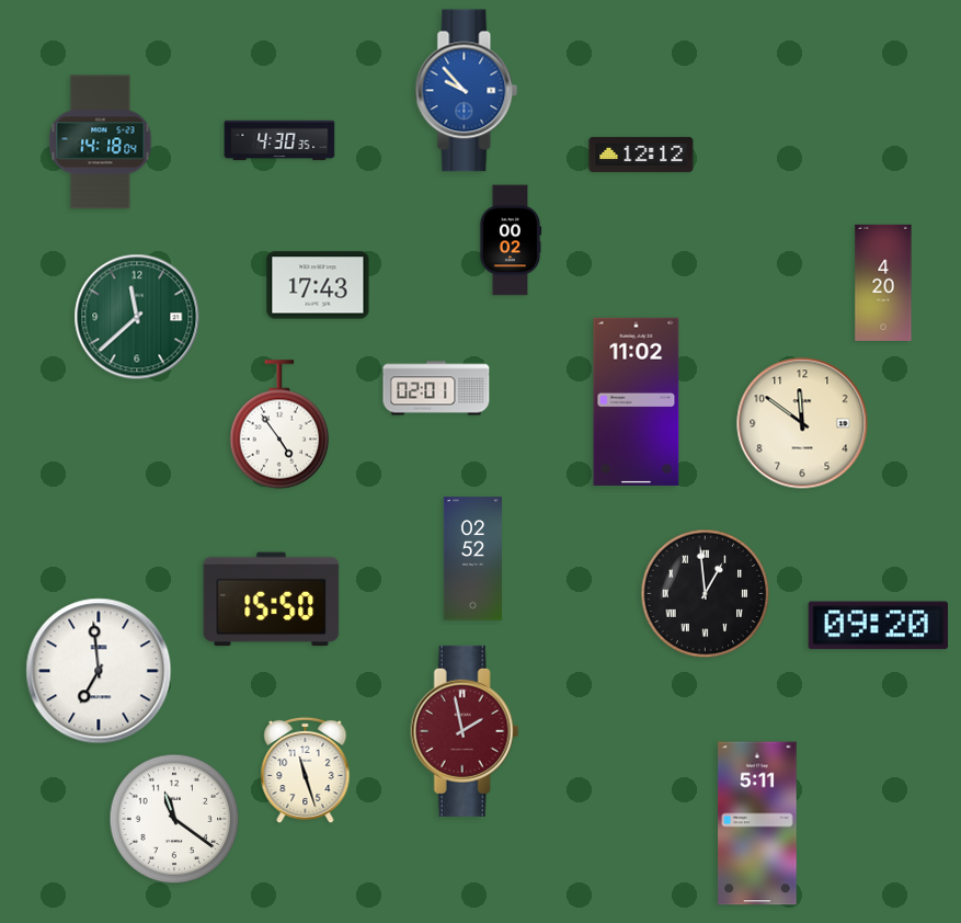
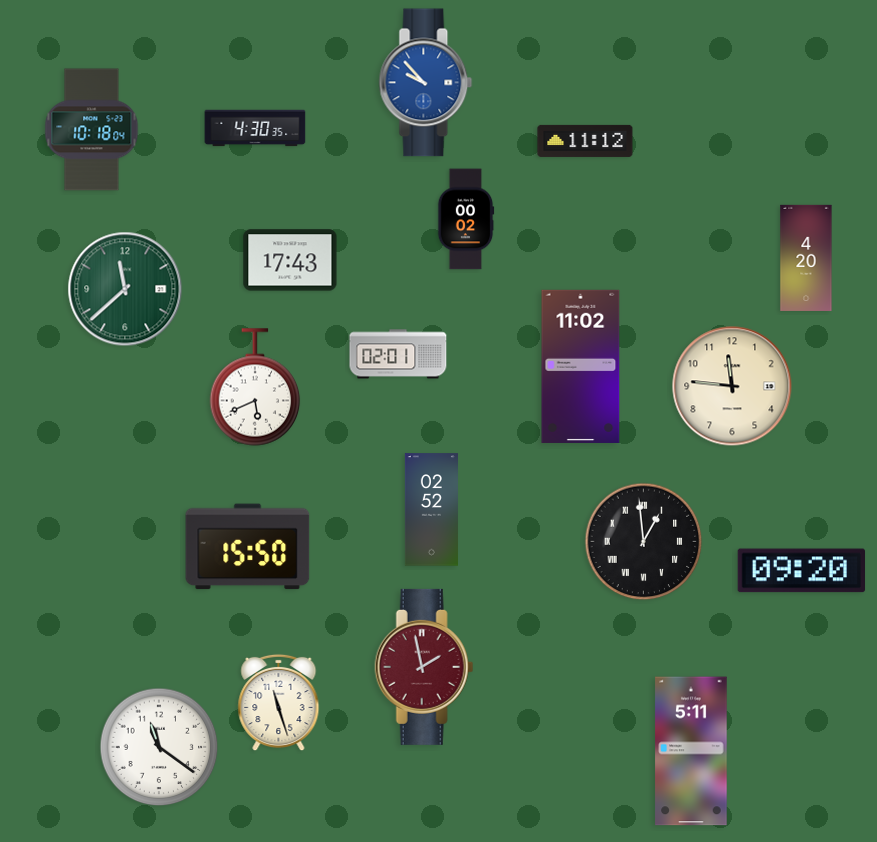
clock at (101, 143): 14:18 -> 10:18
clock at (641, 155): 12:12 -> 11:12
clock at (802, 423): 11:51 -> 11:46
clock at (279, 424): 4:54 -> 5:41
clock at (99, 671): 6:59 -> none
